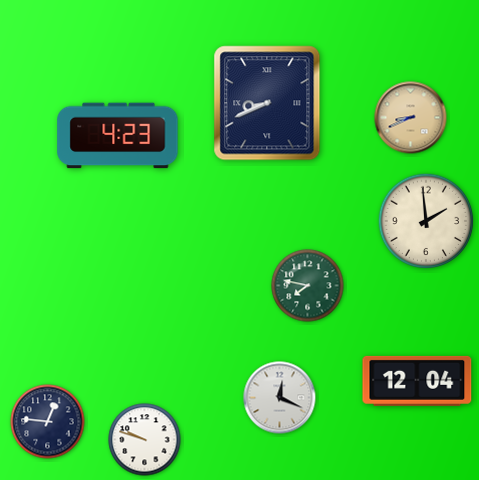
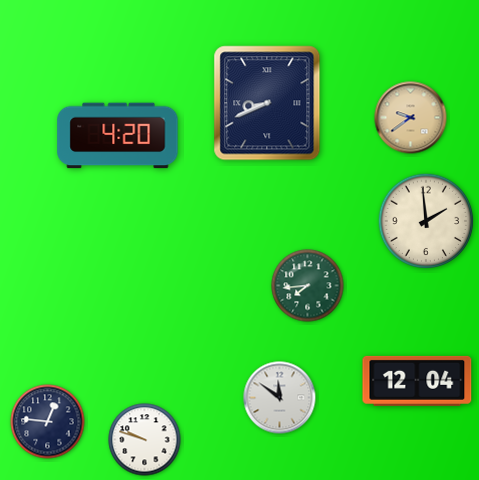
clock at (411, 118): 8:41 -> 9:39
clock at (118, 136): 4:23 -> 4:20
clock at (308, 286): 7:47 -> 7:44
clock at (280, 398): 12:19 -> 11:51
